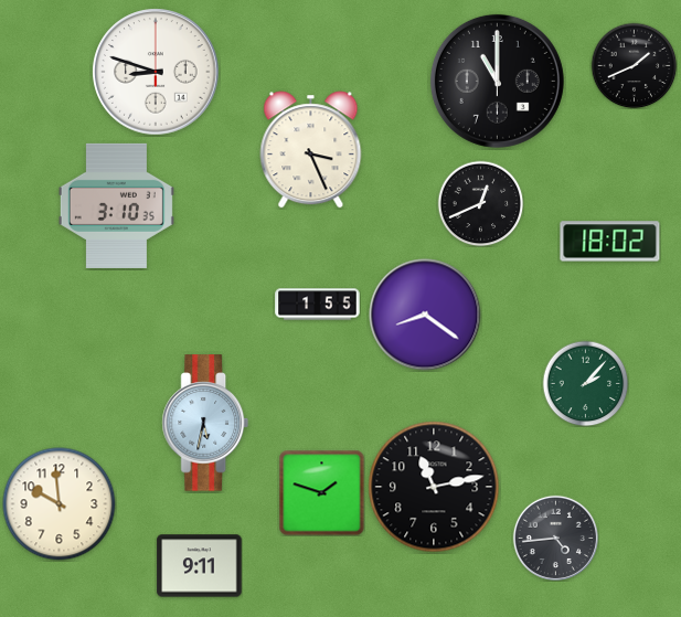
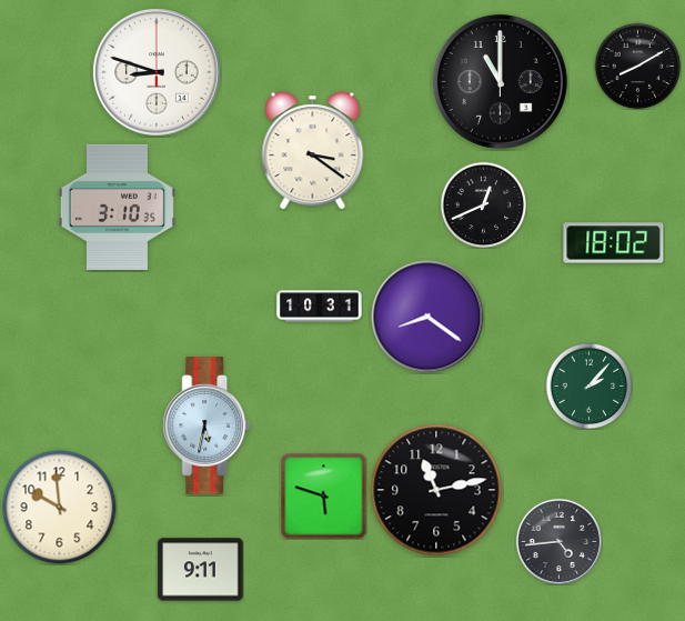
clock at (634, 65): 1:41 -> 8:10
clock at (311, 150): 3:26 -> 3:21
clock at (318, 305): 1:55 -> 10:31
clock at (321, 492): 1:48 -> 5:48
